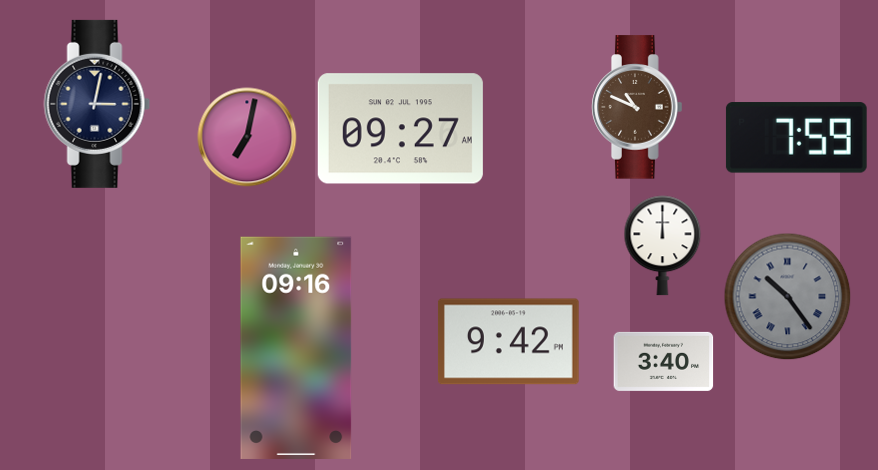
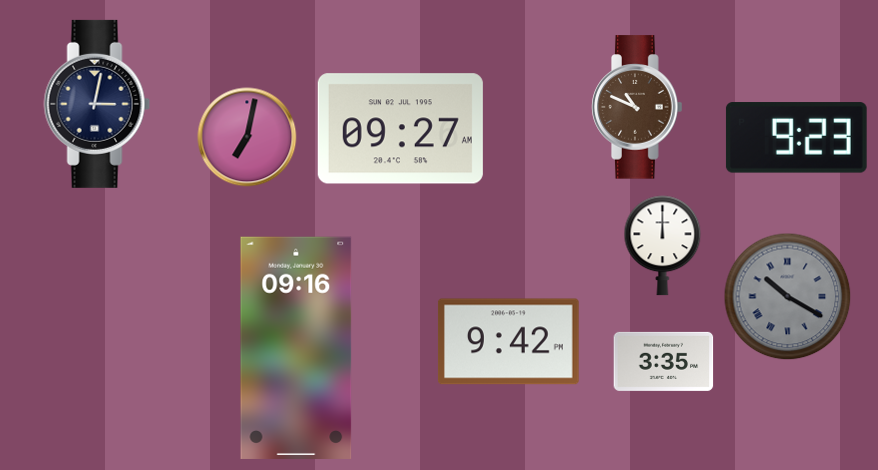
clock at (796, 138): 7:59 -> 9:23
clock at (788, 297): 10:24 -> 10:20
clock at (664, 361): 3:40 -> 3:35
